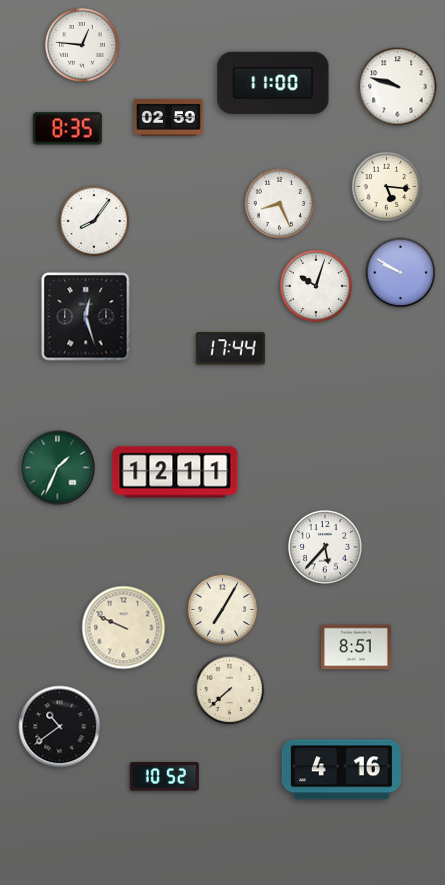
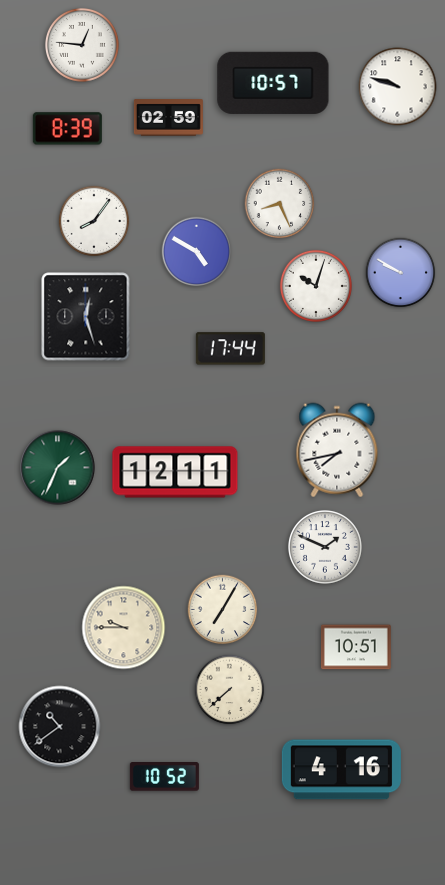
clock at (273, 83): 11:00 -> 10:57
clock at (67, 129): 8:35 -> 8:39
clock at (387, 187): 5:16 -> none
clock at (197, 252): none -> 4:50
clock at (337, 450): none -> 7:43
clock at (325, 547): 5:37 -> 1:49
clock at (124, 628): 9:49 -> 9:45
clock at (356, 647): 8:51 -> 10:51
